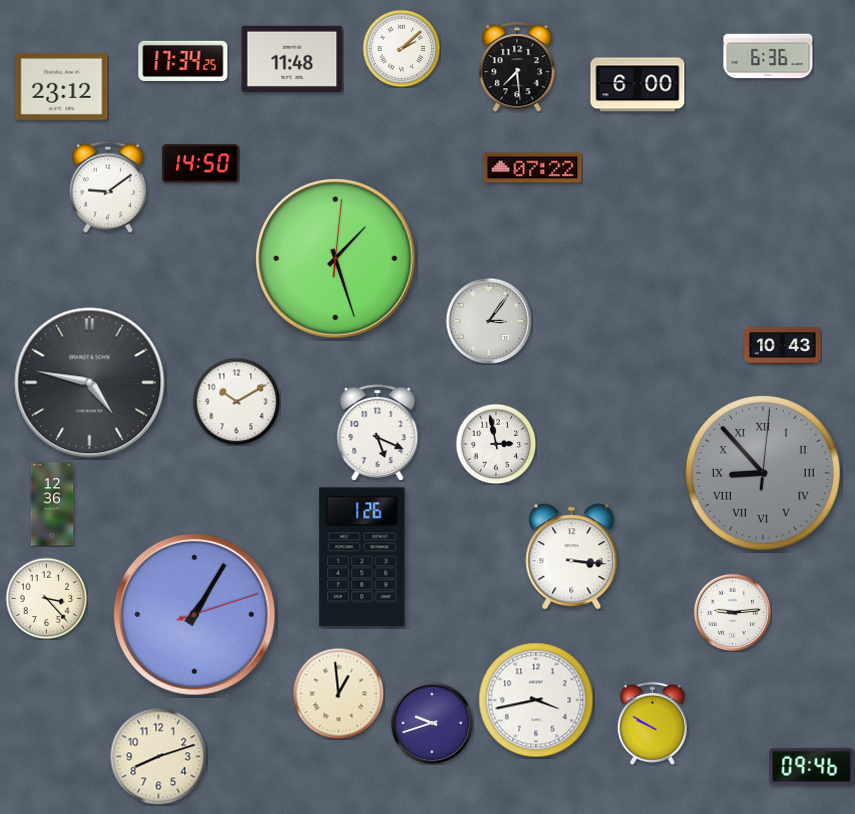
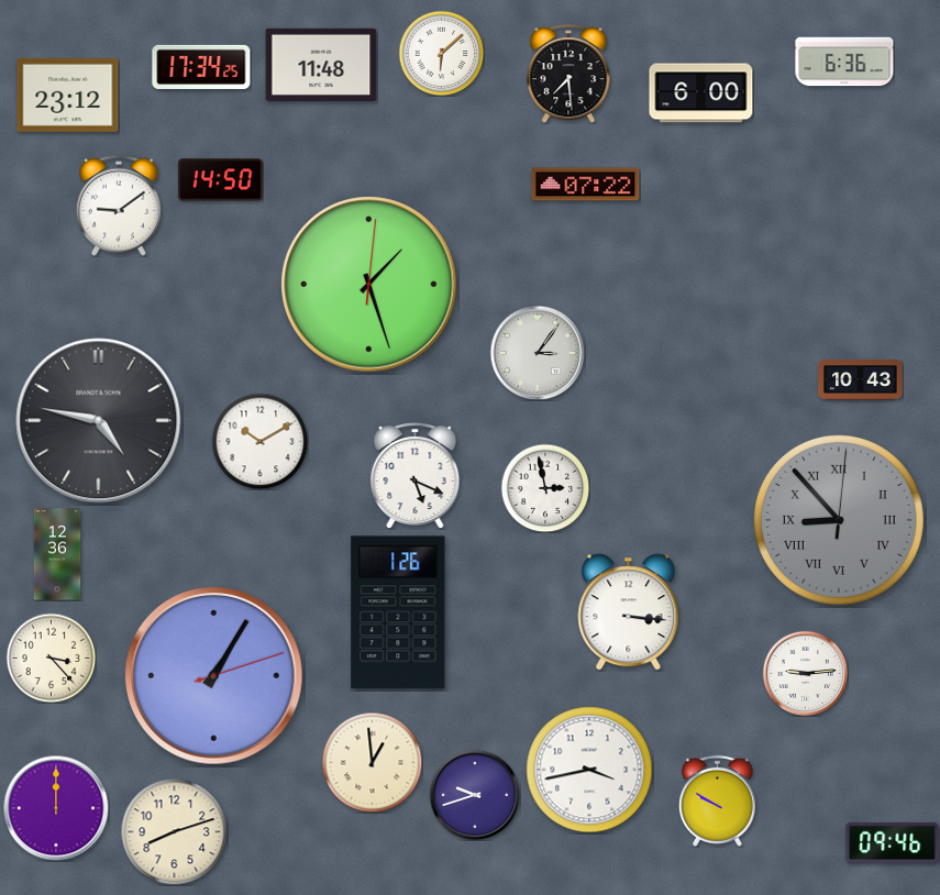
clock at (401, 48): 2:08 -> 6:08
clock at (652, 723) position: (652, 723) -> (717, 800)
clock at (56, 808): none -> 12:00
